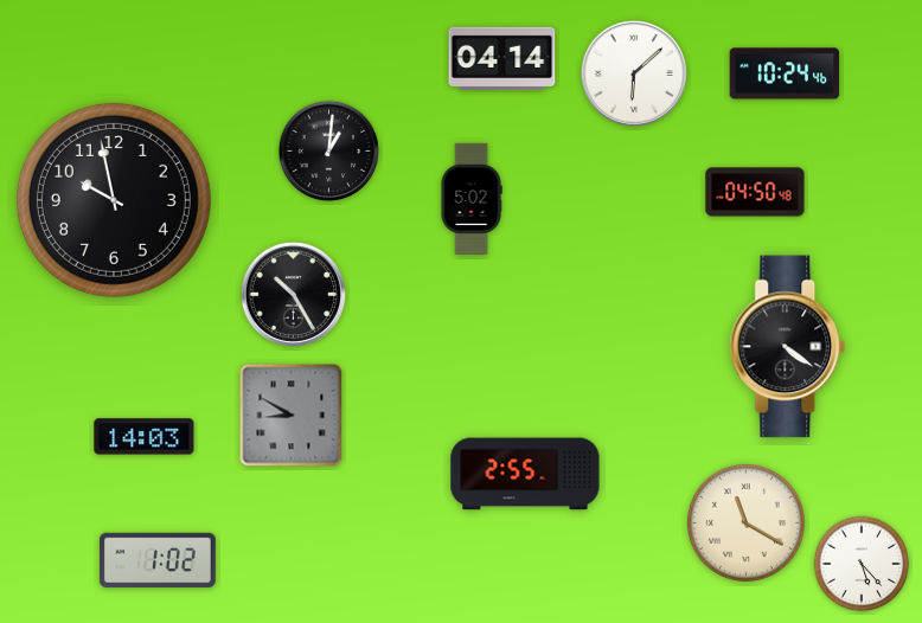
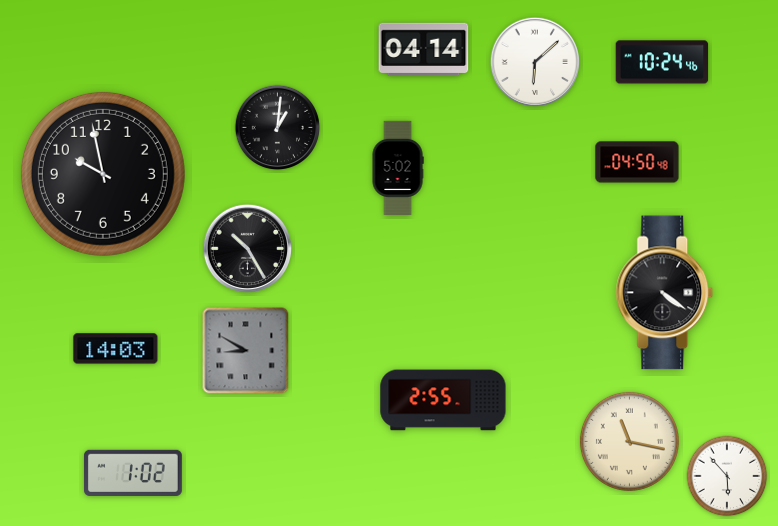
clock at (114, 200) position: (114, 200) -> (103, 174)
clock at (145, 437) position: (145, 437) -> (116, 349)
clock at (745, 522): 11:20 -> 11:17
clock at (862, 564): 5:23 -> 5:53
